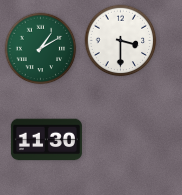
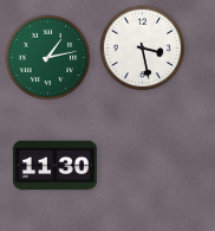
clock at (121, 41): 3:30 -> 3:28
clock at (41, 49): 1:10 -> 1:13
